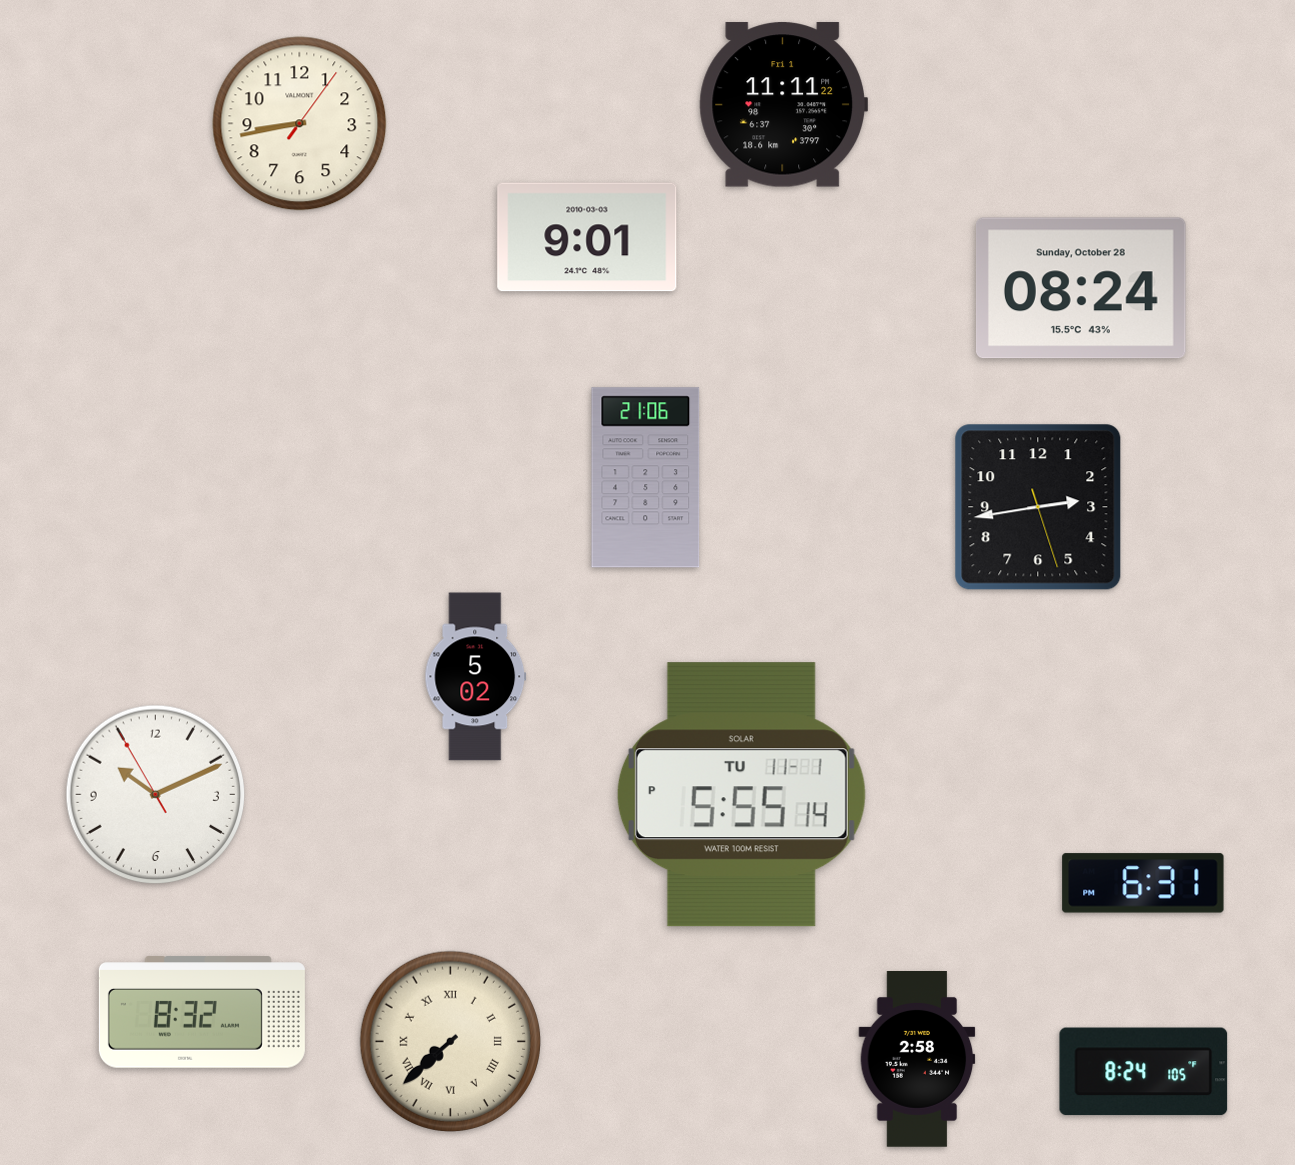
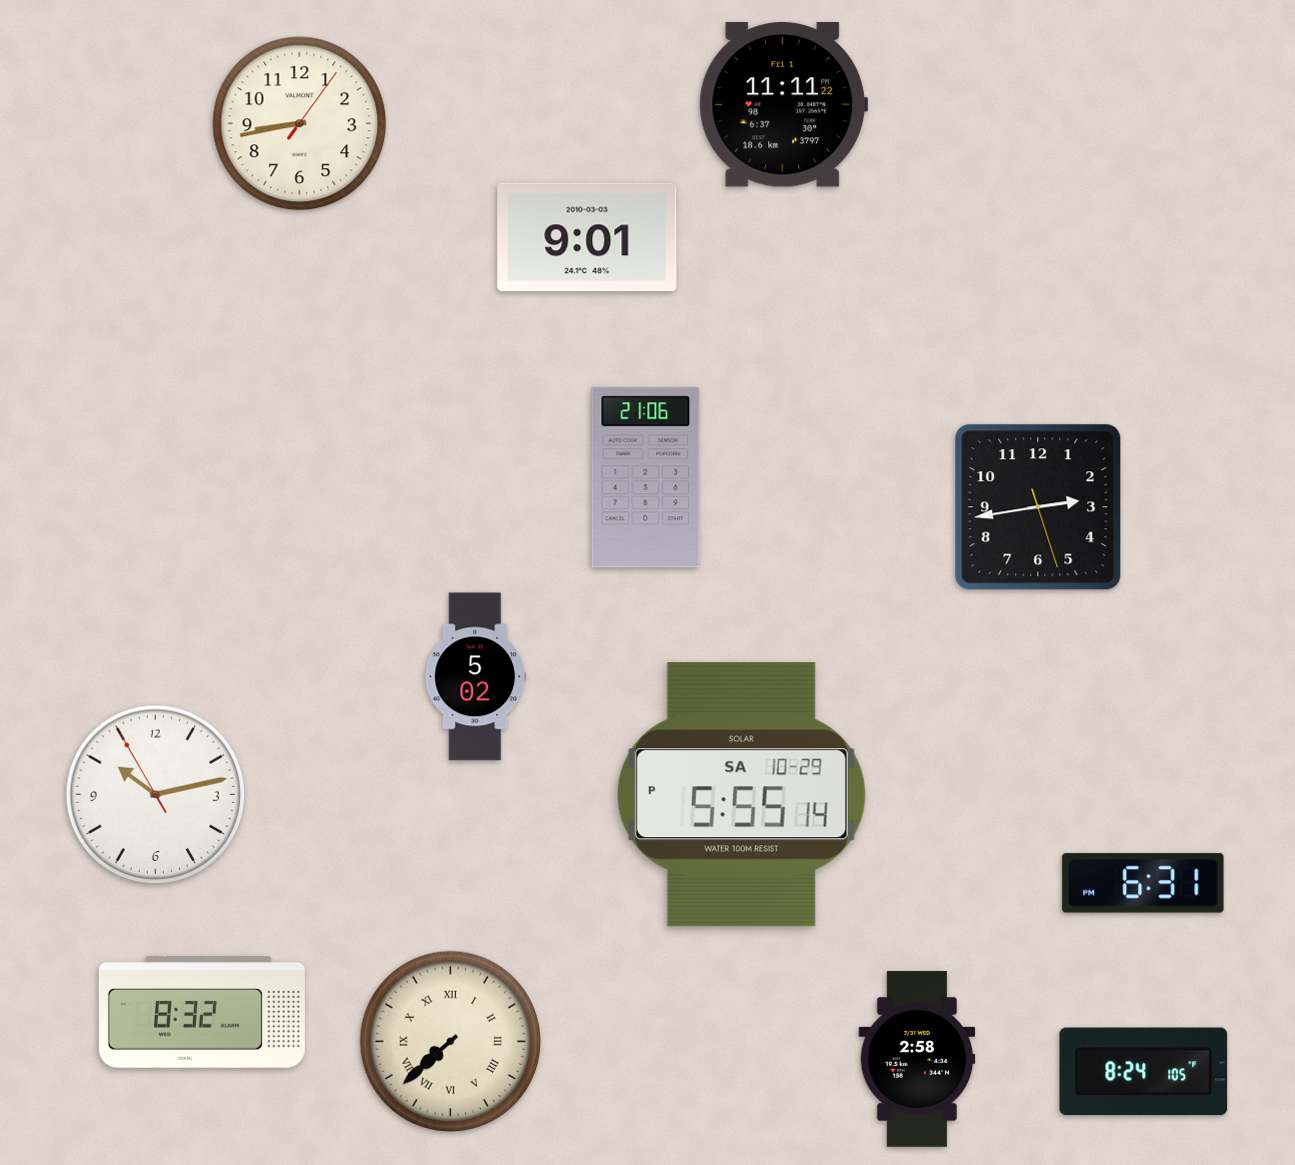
clock at (1081, 288): 08:24 -> none
clock at (156, 795): 10:10 -> 10:12
clock at (741, 795) date: TU 11-1 -> SA 10-29
